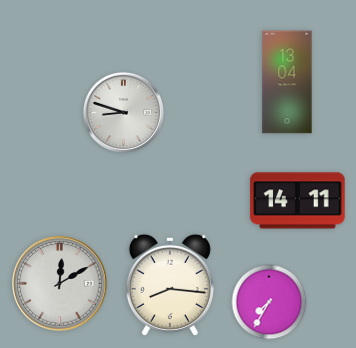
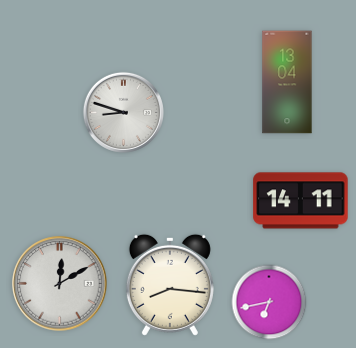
clock at (298, 201) position: (298, 201) -> (301, 201)
clock at (269, 302): 7:35 -> 6:43
